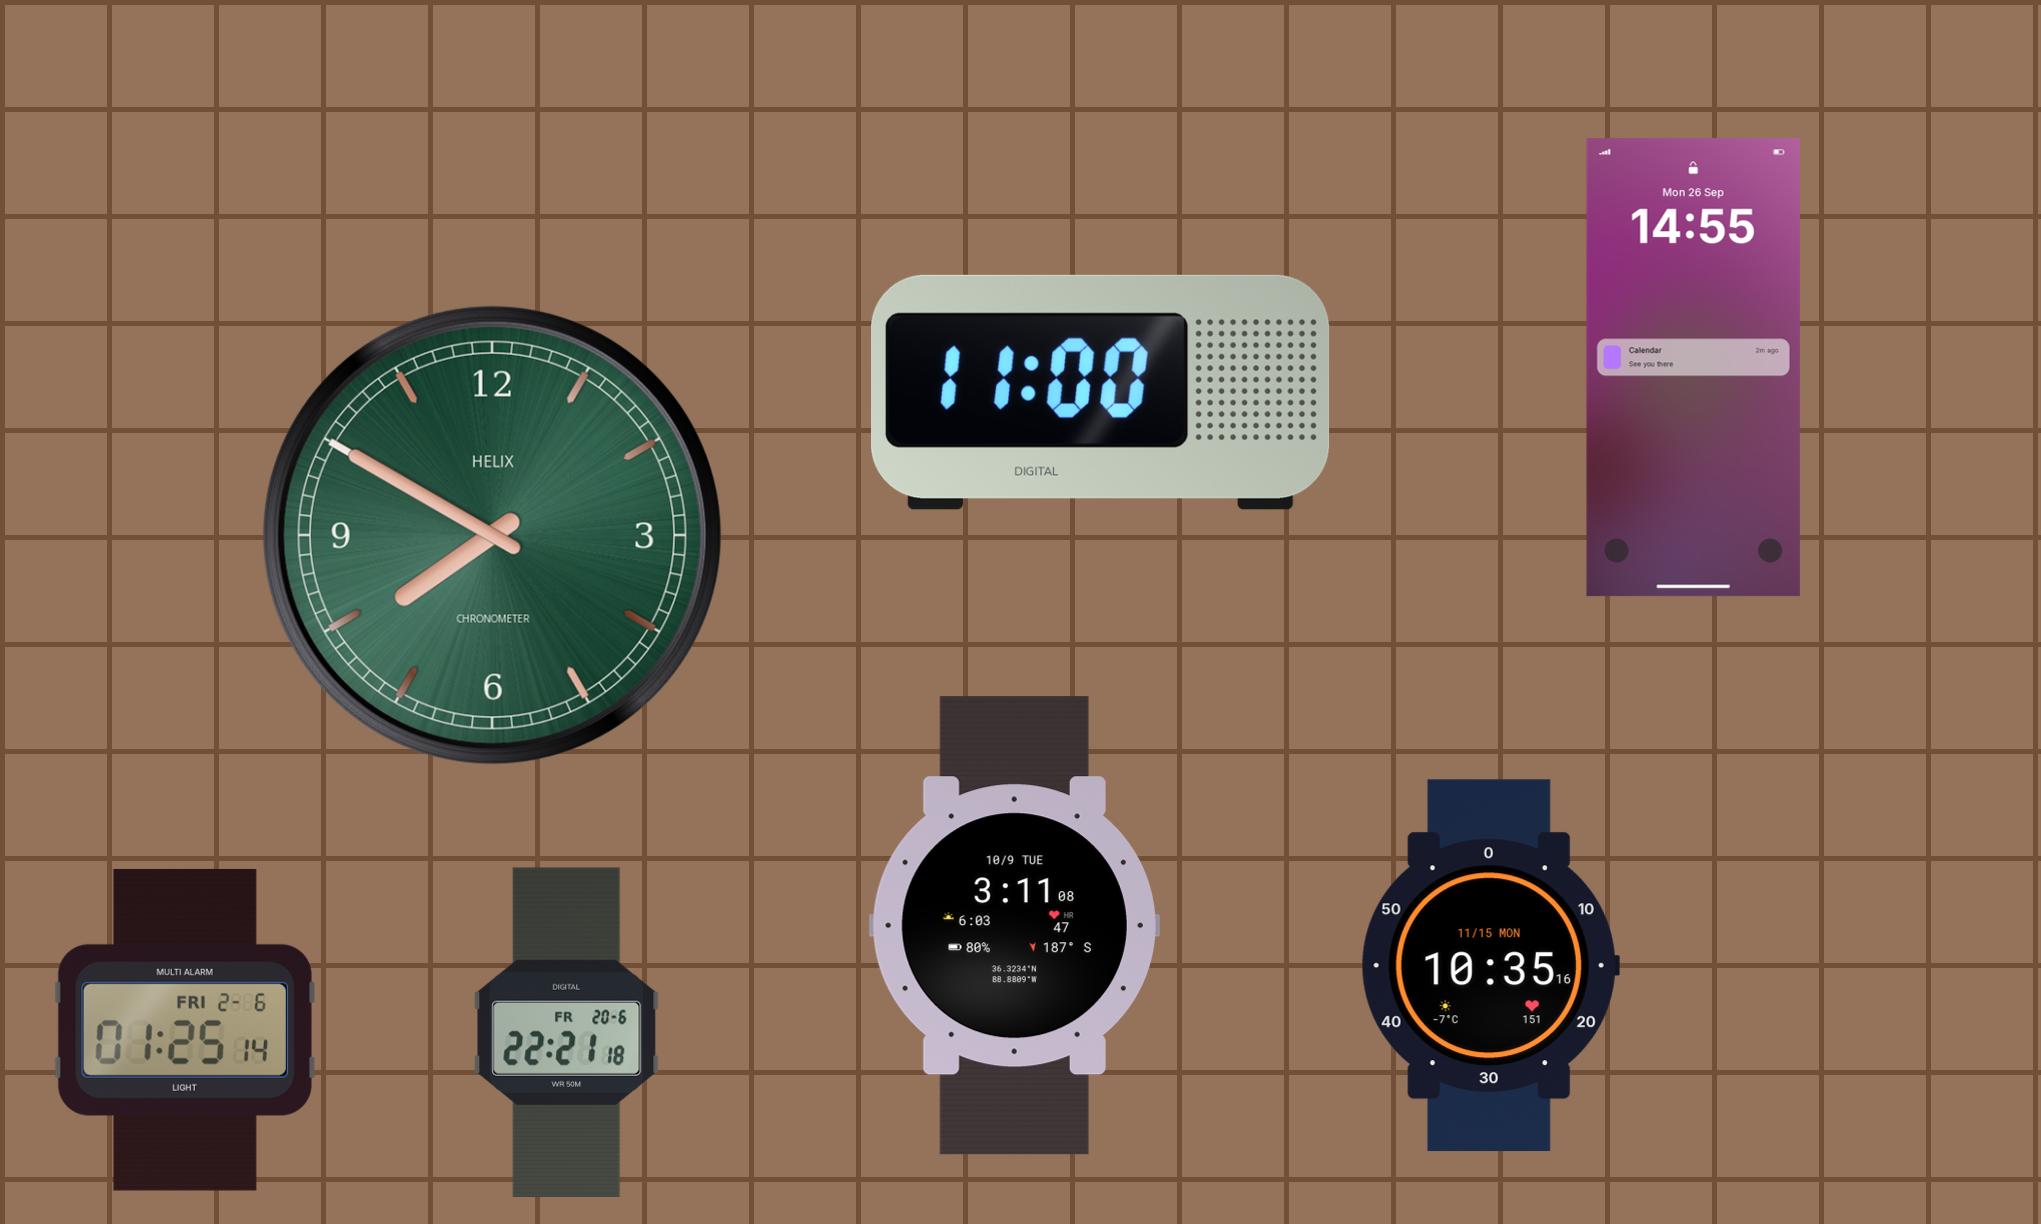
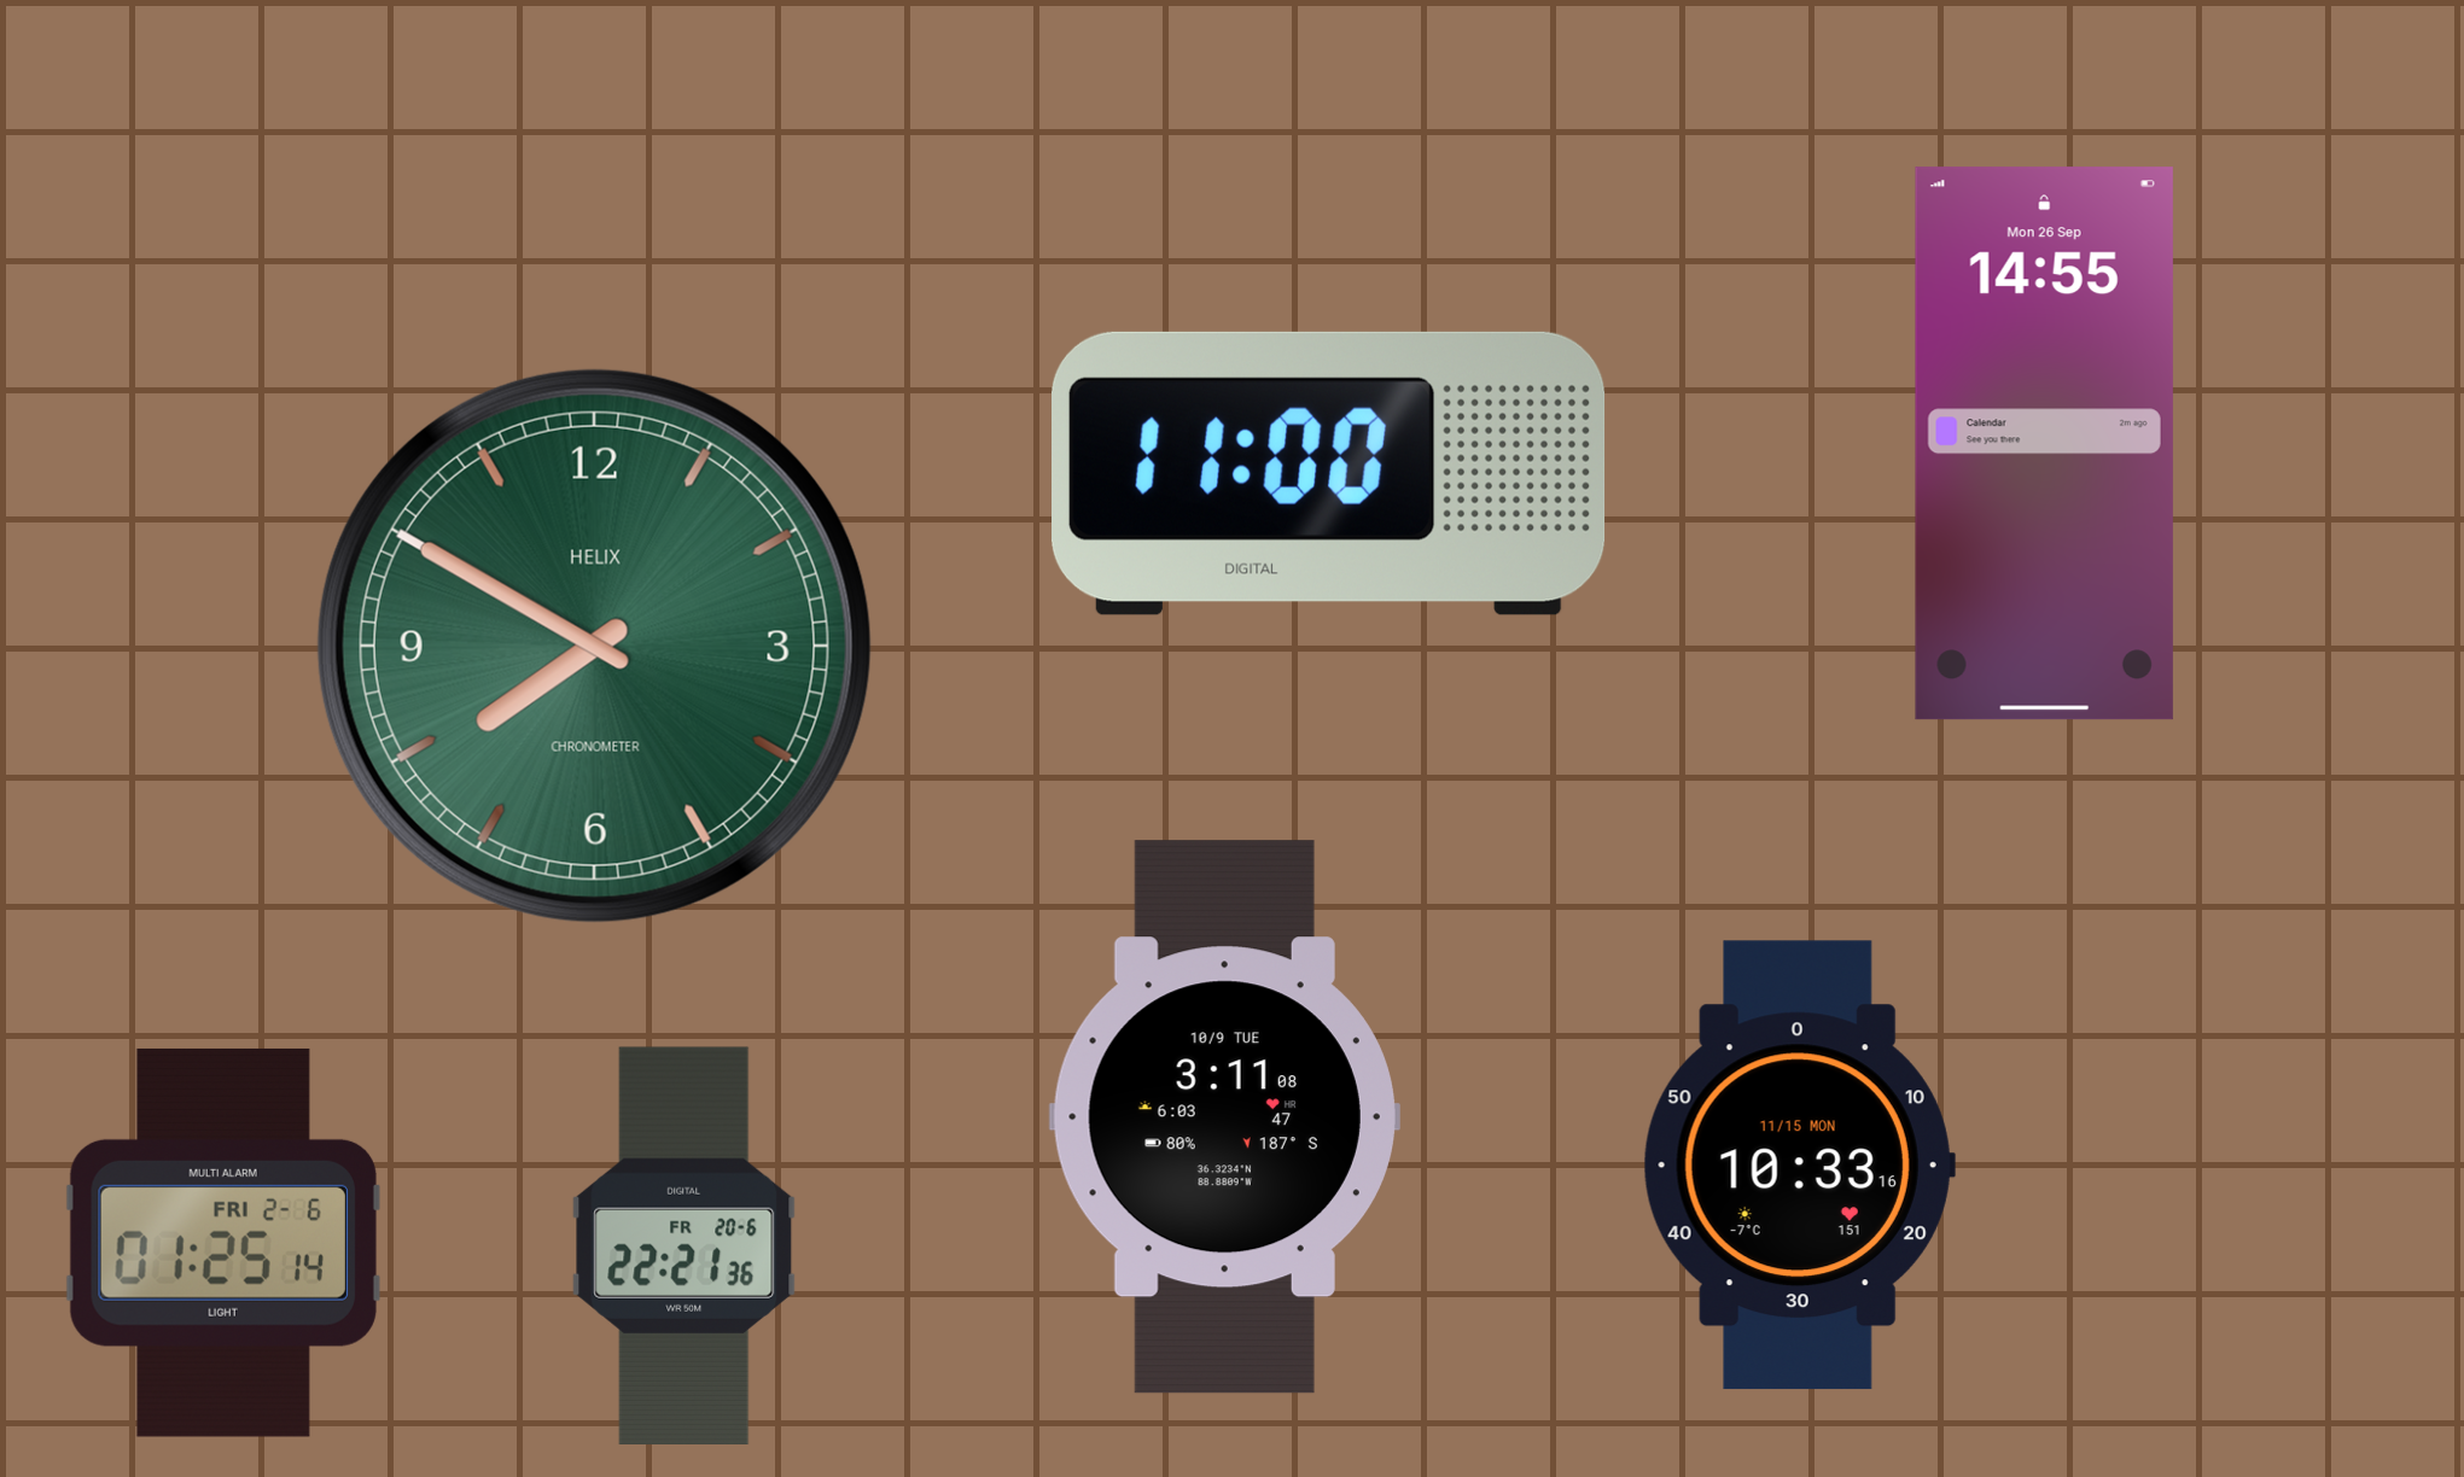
clock at (1490, 966): 10:35 -> 10:33
clock at (567, 1032): 22:21:18 -> 22:21:36
